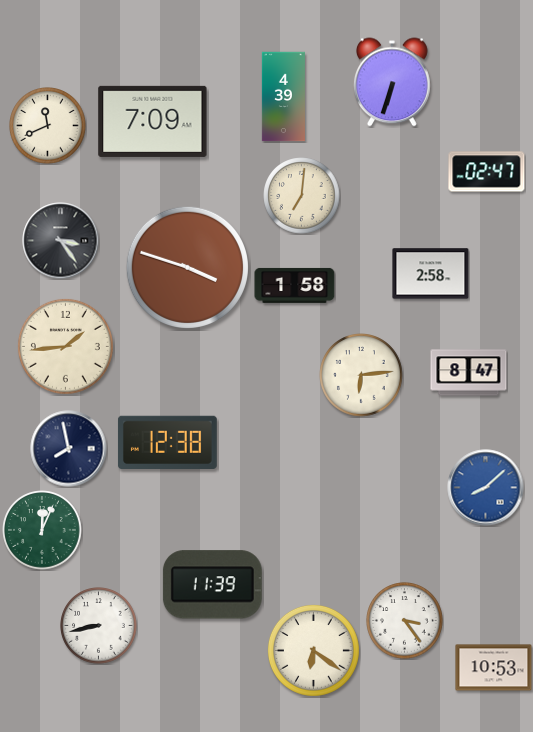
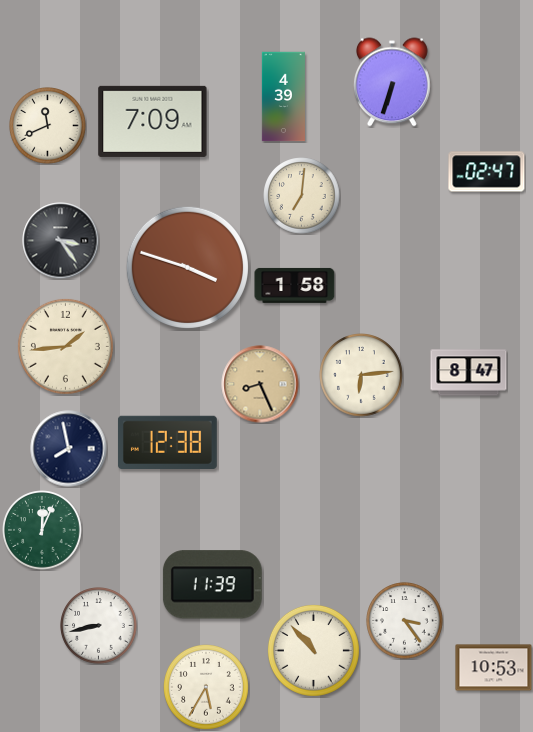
clock at (431, 274): 2:58 -> none
clock at (260, 384): none -> 8:26
clock at (486, 488): 8:08 -> none
clock at (313, 650): 6:21 -> 10:53
clock at (207, 688): none -> 5:35
